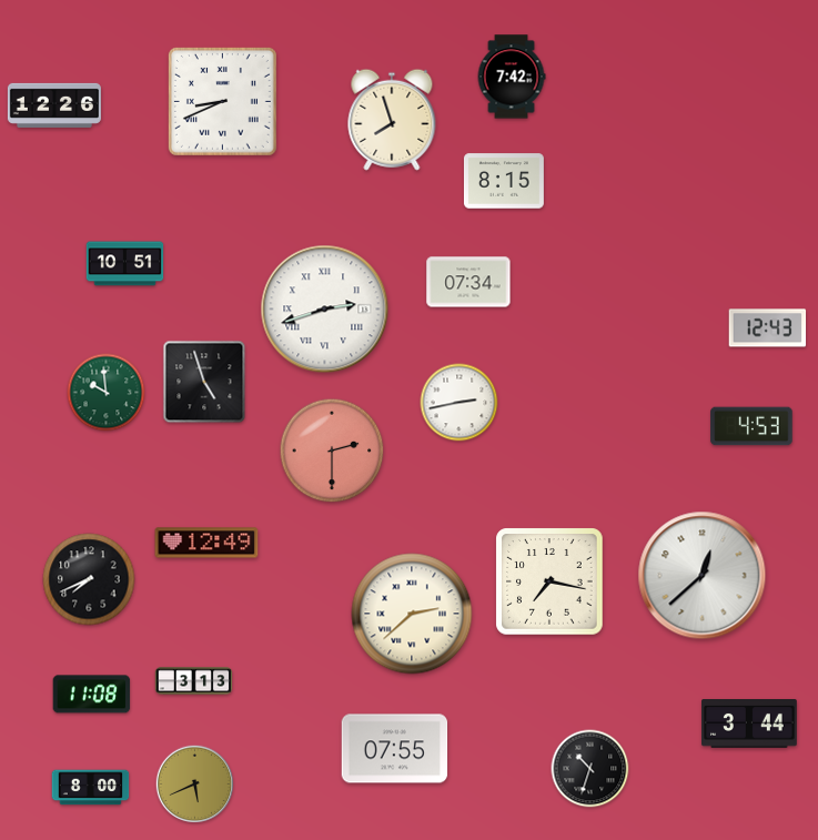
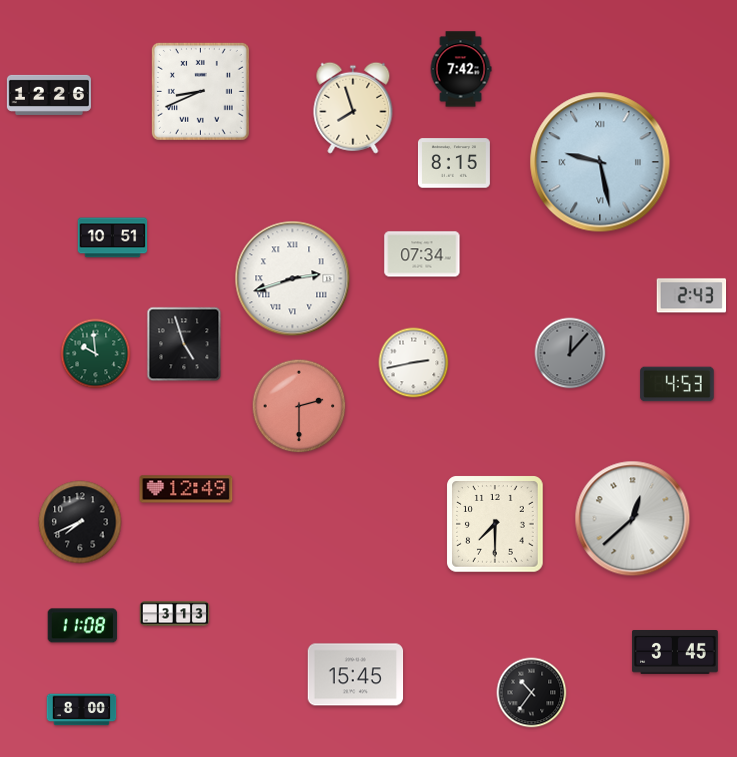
clock at (600, 162): none -> 9:28
clock at (768, 328): 12:43 -> 2:43
clock at (570, 353): none -> 12:07
clock at (549, 581): 7:17 -> 7:30
clock at (412, 614): 2:38 -> none
clock at (749, 725): 3:44 -> 3:45
clock at (395, 749): 07:55 -> 15:45
clock at (590, 769): 10:33 -> 10:36
clock at (195, 785): 5:41 -> none
